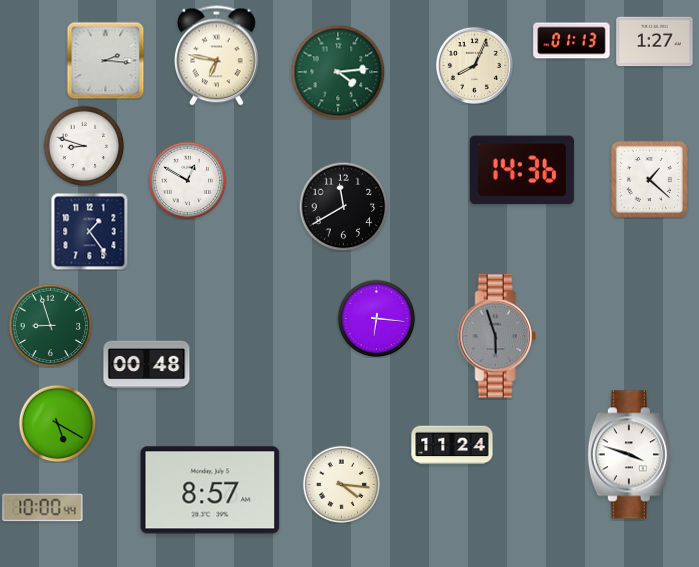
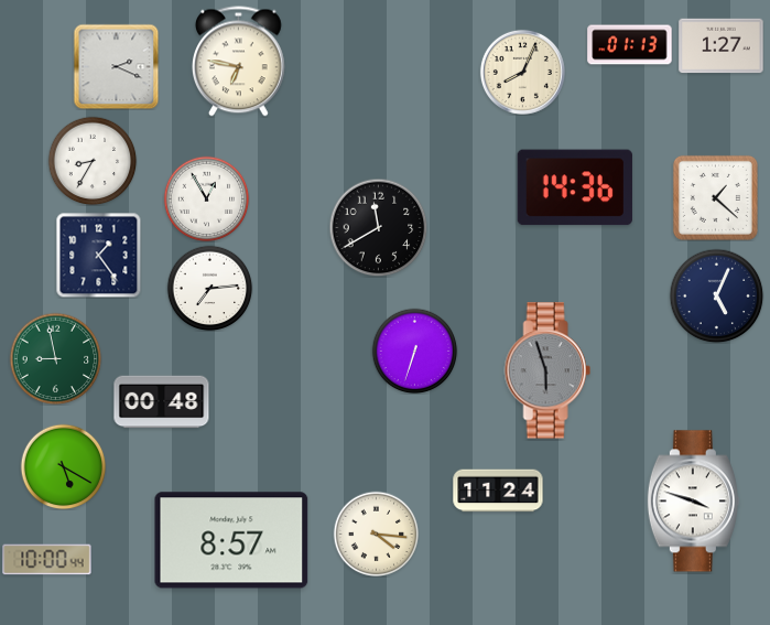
clock at (105, 60): 2:16 -> 2:19
clock at (338, 72): 4:14 -> none
clock at (84, 146): 8:48 -> 8:35
clock at (187, 180): 12:50 -> 12:55
clock at (209, 288): none -> 7:14
clock at (716, 295): none -> 5:04
clock at (376, 318): 6:16 -> 6:33
clock at (50, 325): 8:57 -> 8:58
